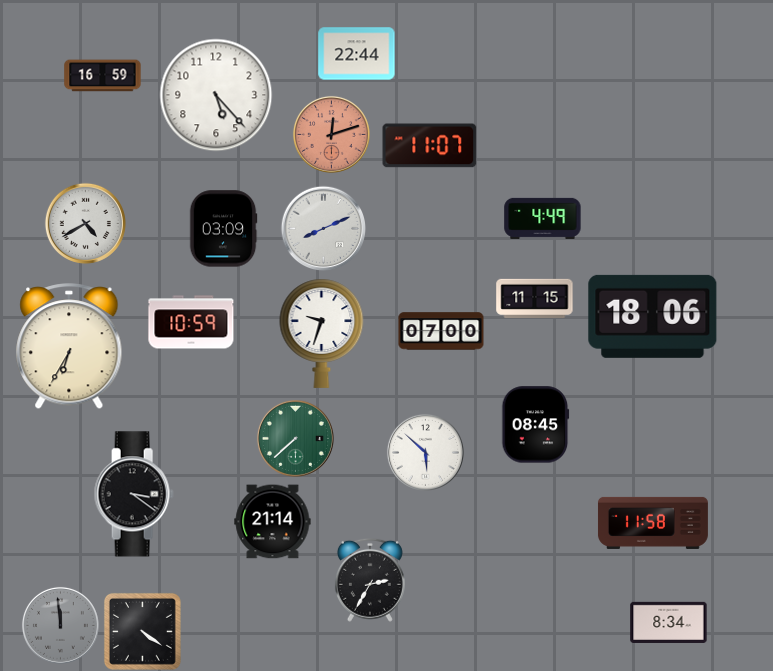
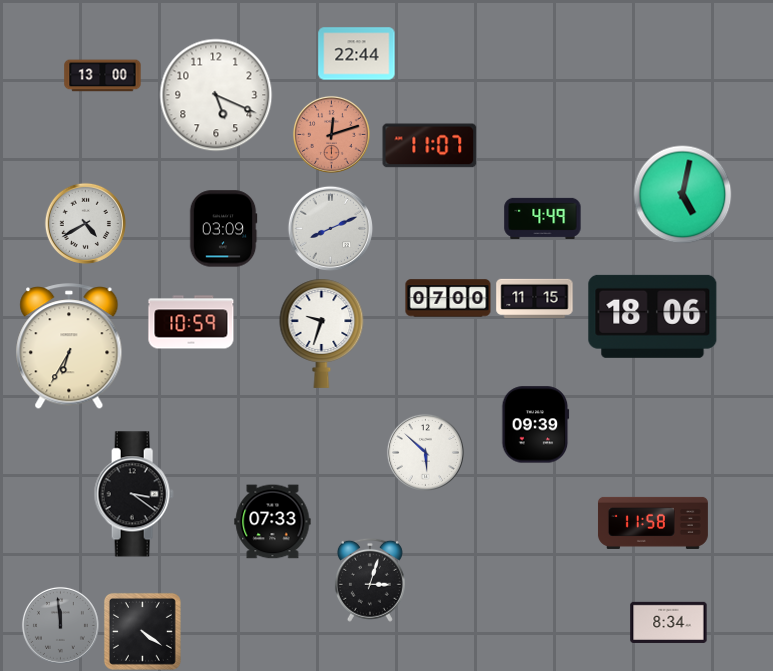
clock at (103, 76): 16:59 -> 13:00
clock at (216, 95): 5:23 -> 5:19
clock at (683, 195): none -> 5:02
clock at (323, 228) position: (323, 228) -> (330, 228)
clock at (441, 331) position: (441, 331) -> (448, 298)
clock at (536, 425): 08:45 -> 09:39
clock at (295, 438): 7:38 -> none
clock at (273, 522): 21:14 -> 07:33
clock at (370, 580): 2:35 -> 3:03
